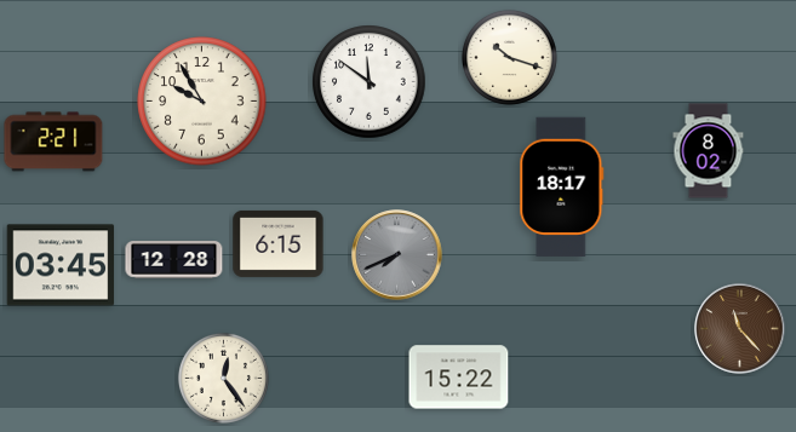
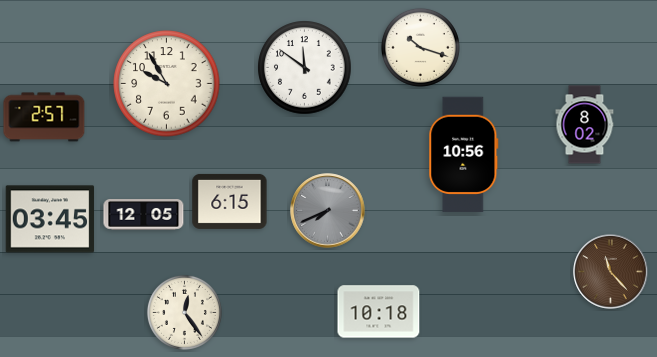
clock at (53, 142): 2:21 -> 2:57
clock at (562, 188): 18:17 -> 10:56
clock at (174, 260): 12:28 -> 12:05
clock at (459, 378): 15:22 -> 10:18
